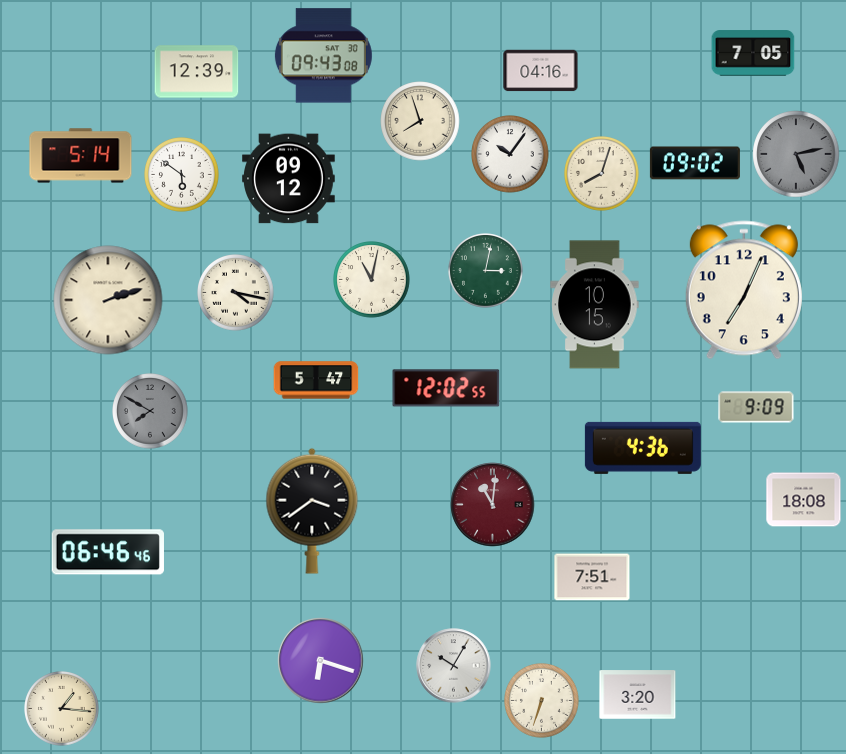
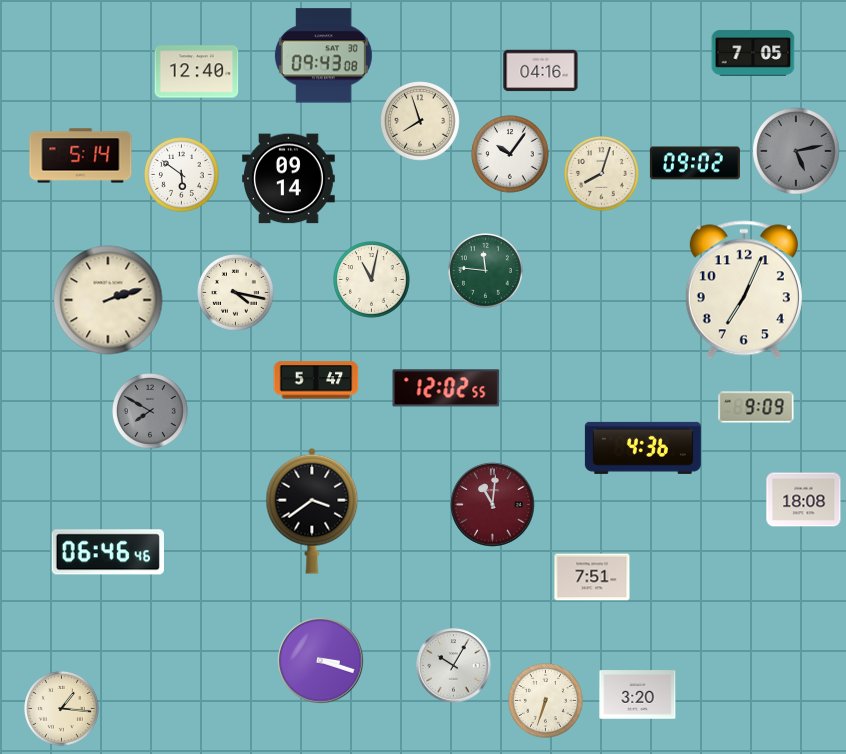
clock at (197, 72): 12:39 -> 12:40
clock at (796, 154) position: (796, 154) -> (796, 151)
clock at (289, 179): 09:12 -> 09:14
clock at (486, 271): 3:02 -> 11:46
clock at (595, 305): 10:15 -> none
clock at (321, 661): 6:18 -> 3:18
clock at (542, 701) position: (542, 701) -> (546, 701)
